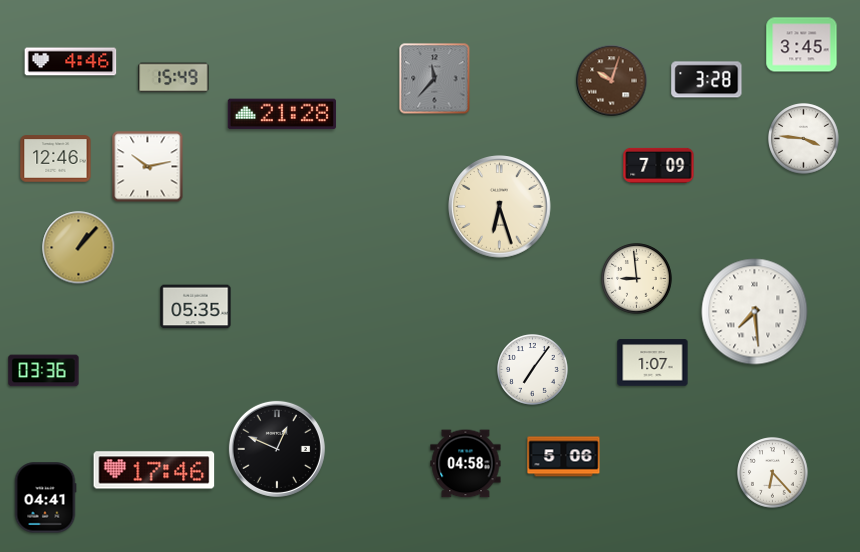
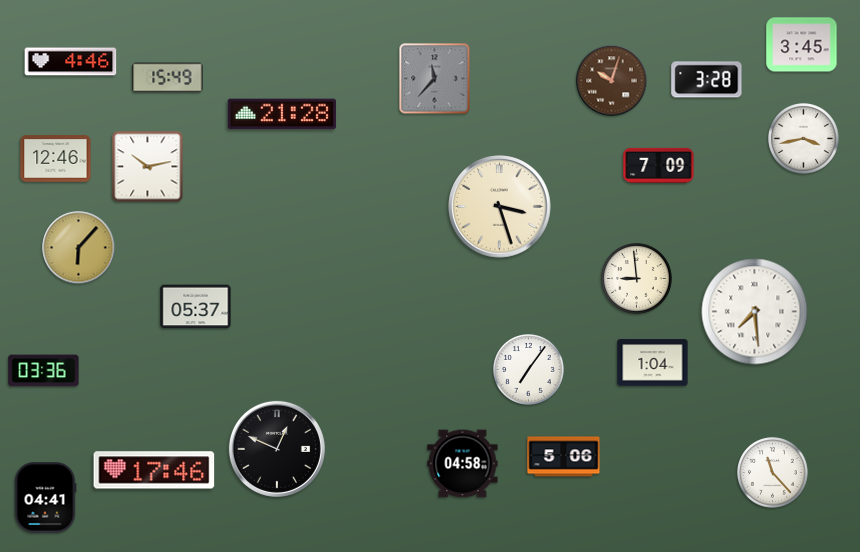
clock at (174, 78) position: (174, 78) -> (168, 78)
clock at (804, 139): 3:46 -> 3:43
clock at (500, 207): 6:27 -> 3:27
clock at (79, 248): 1:07 -> 6:07
clock at (196, 307): 05:35 -> 05:37
clock at (653, 363): 1:07 -> 1:04
clock at (533, 370) position: (533, 370) -> (529, 370)
clock at (466, 464) position: (466, 464) -> (463, 464)
clock at (773, 473): 6:23 -> 11:23
